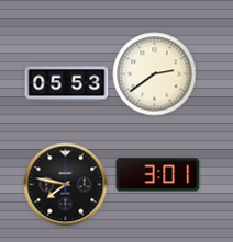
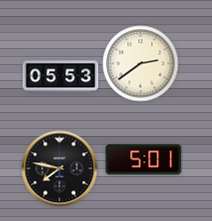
clock at (155, 74) position: (155, 74) -> (141, 64)
clock at (158, 175): 3:01 -> 5:01
